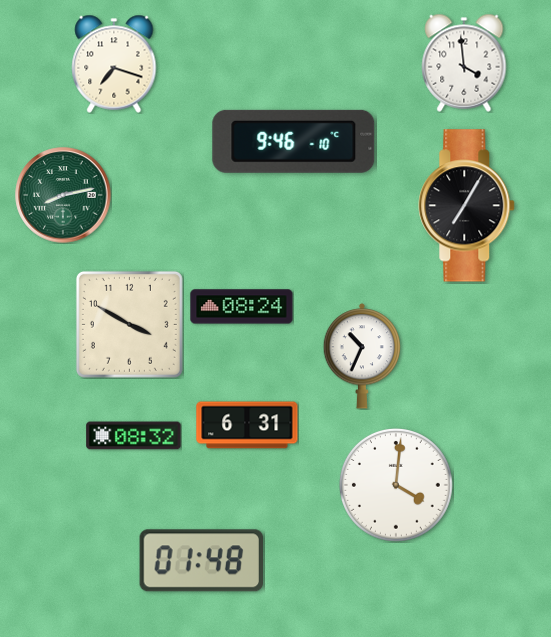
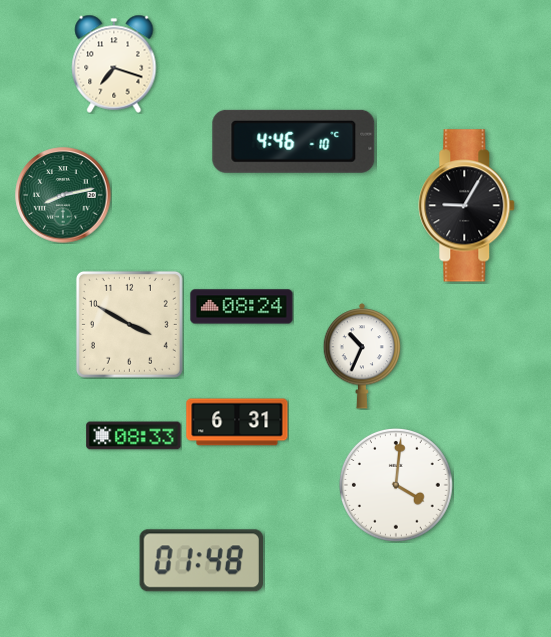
clock at (464, 63): 3:59 -> none
clock at (294, 141): 9:46 -> 4:46
clock at (467, 206): 7:05 -> 9:05
clock at (247, 425) position: (247, 425) -> (237, 422)
clock at (134, 436): 08:32 -> 08:33
